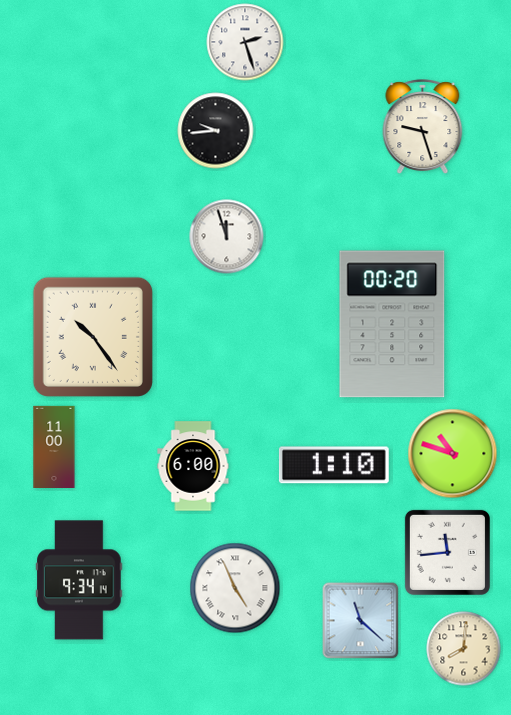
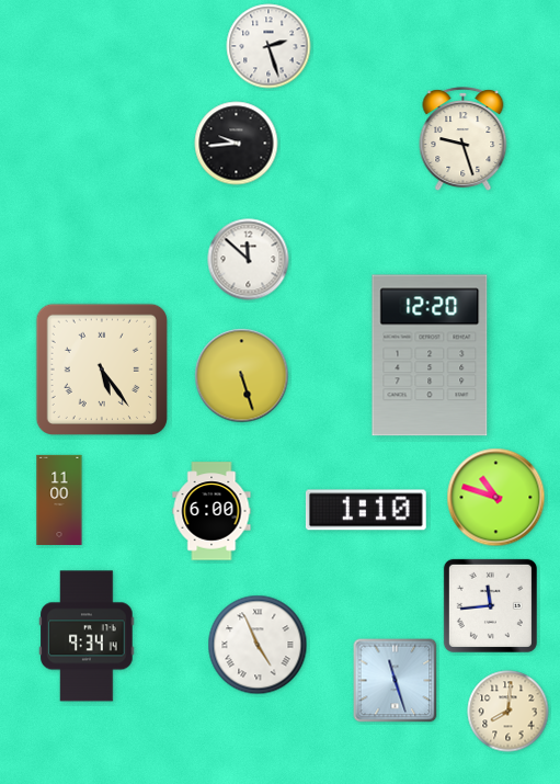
clock at (227, 237): 11:57 -> 11:52
clock at (392, 324): 00:20 -> 12:20
clock at (93, 337): 10:24 -> 5:24
clock at (242, 376): none -> 5:27
clock at (54, 446) position: (54, 446) -> (59, 499)
clock at (361, 621): 11:22 -> 11:27
